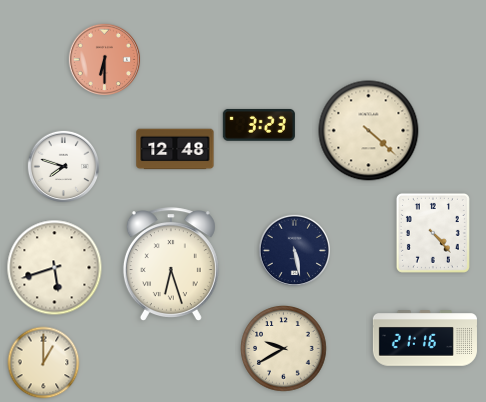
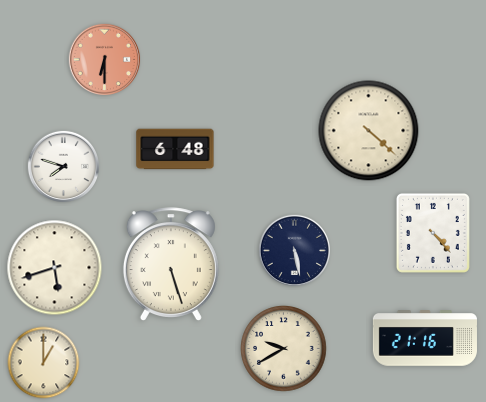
clock at (259, 125): 3:23 -> none
clock at (175, 149): 12:48 -> 6:48
clock at (171, 264): 6:27 -> 5:27
